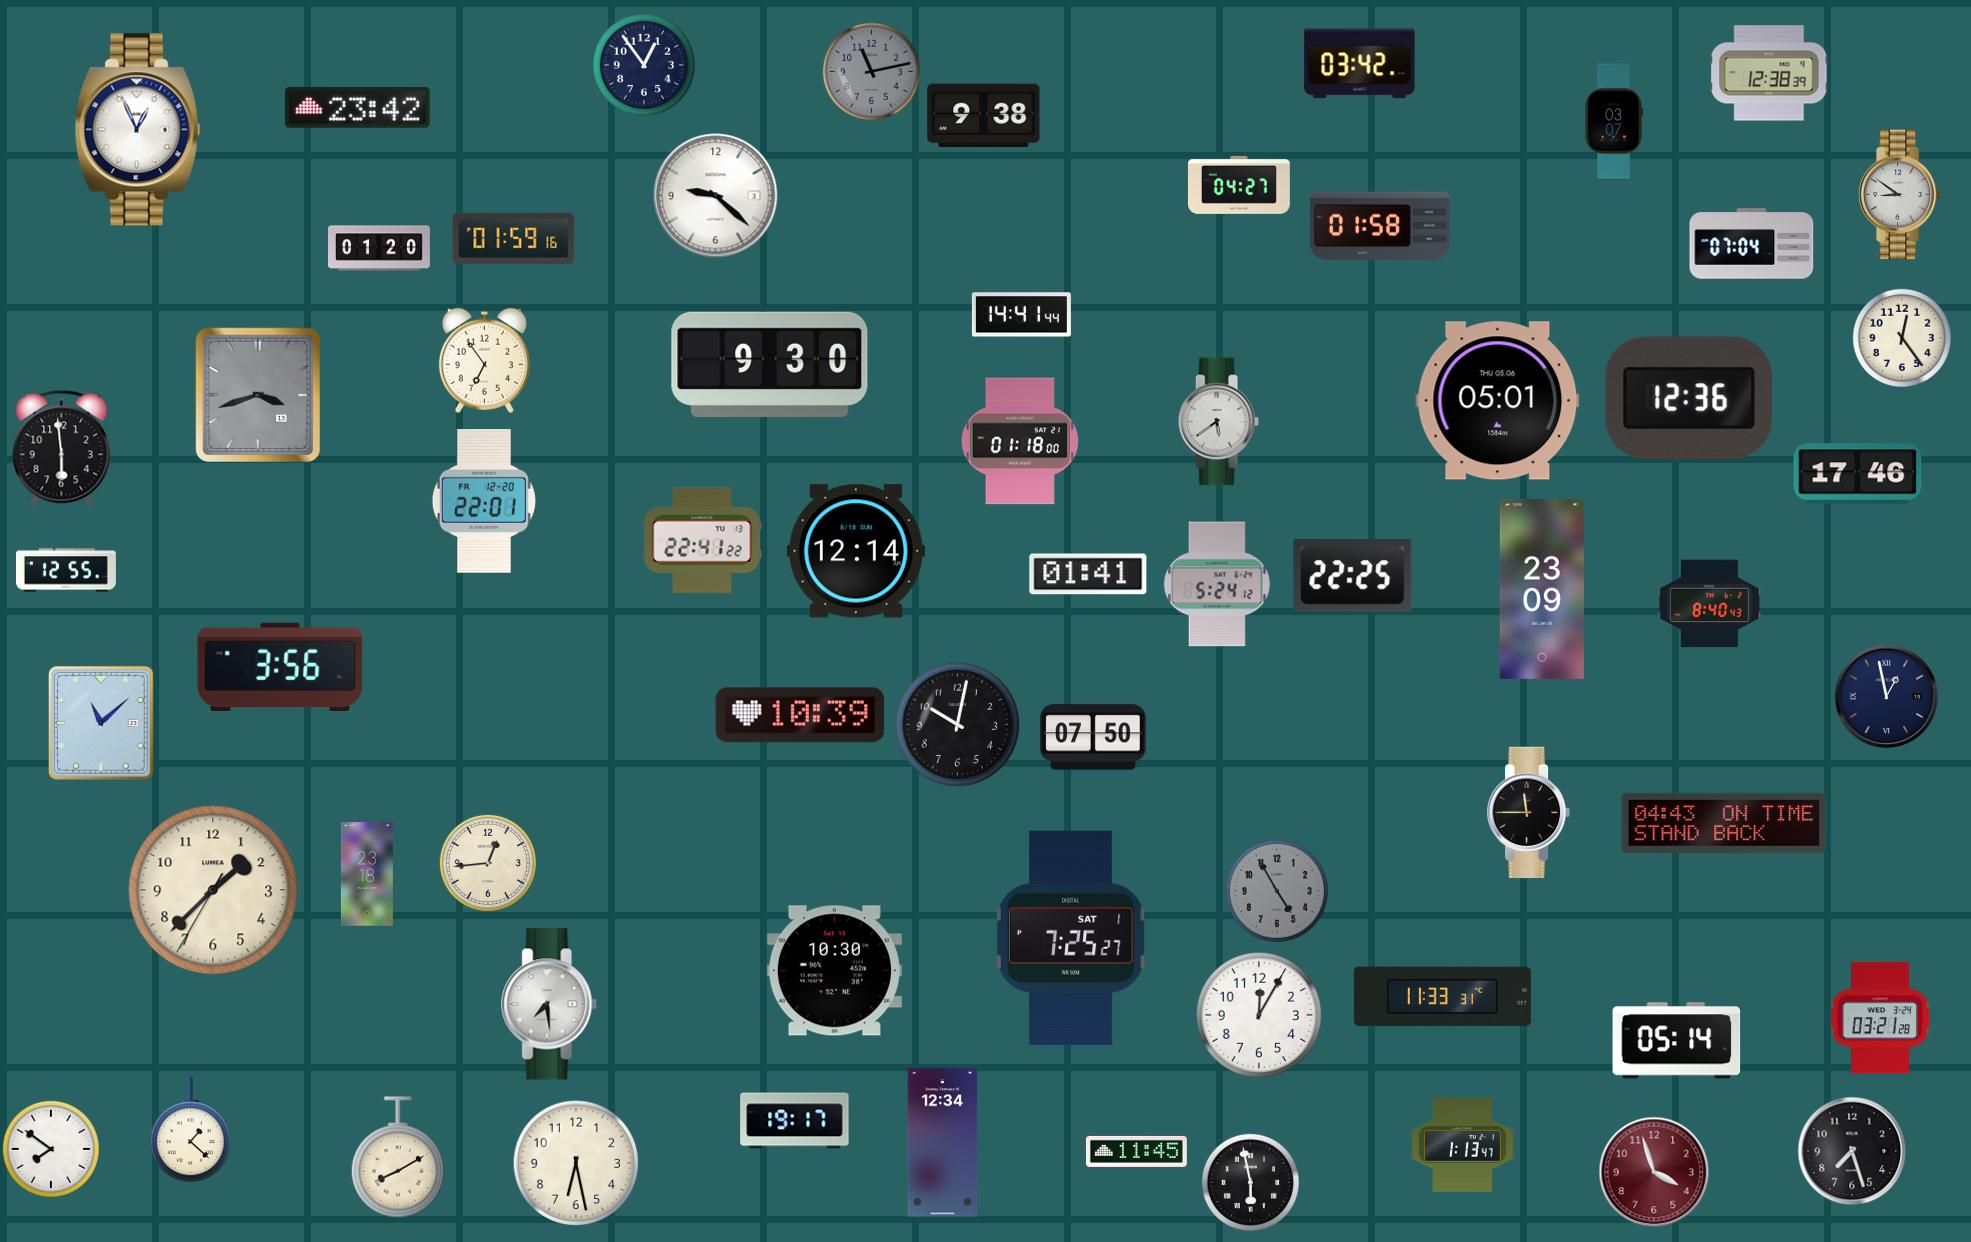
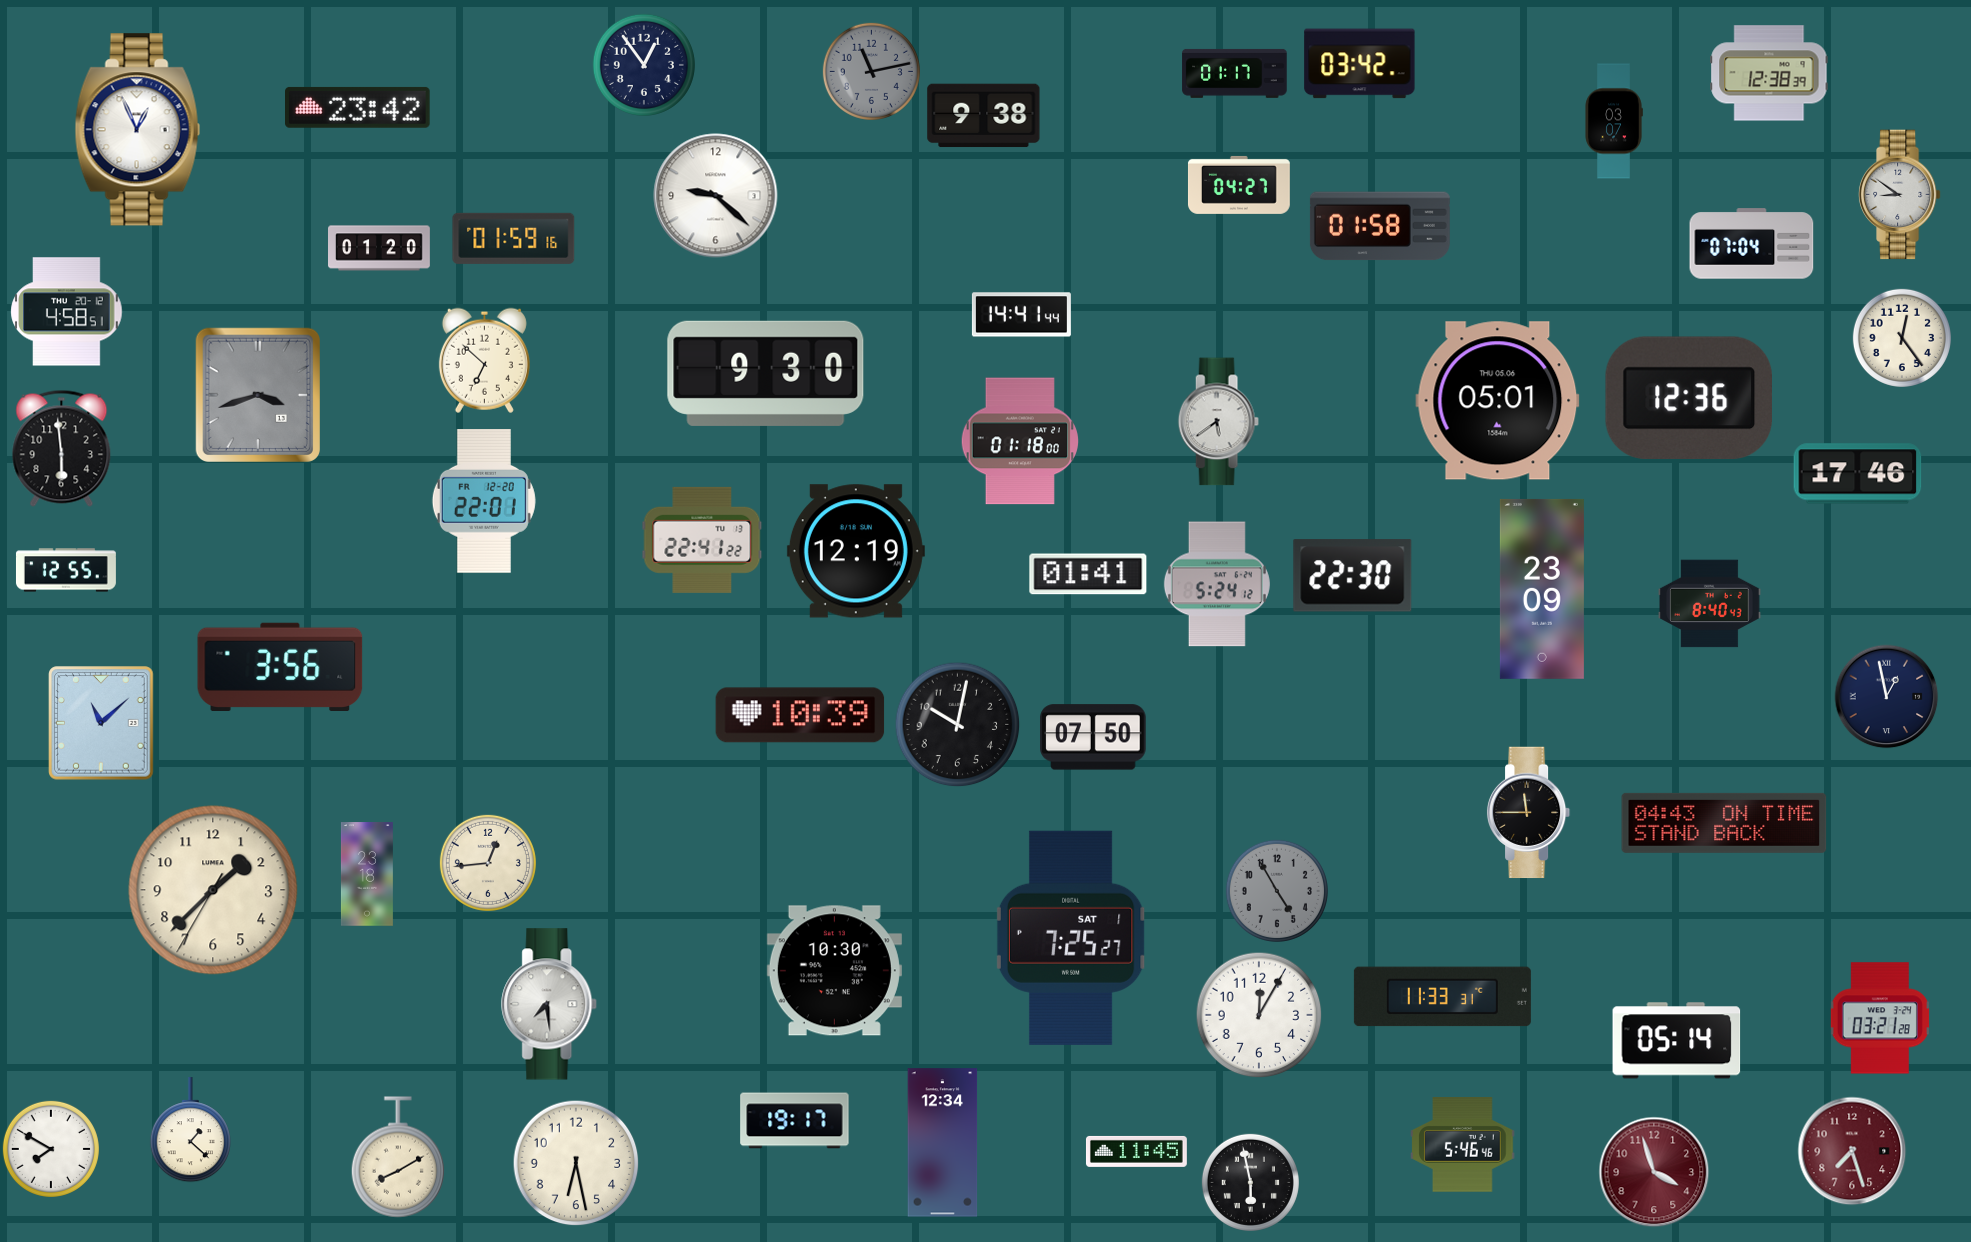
clock at (1235, 73): none -> 01:17
clock at (67, 312): none -> 4:58
clock at (484, 360): 6:54 -> 6:52
clock at (770, 364) position: (770, 364) -> (766, 373)
clock at (856, 551): 12:14 -> 12:19
clock at (1353, 576): 22:25 -> 22:30
clock at (1463, 1145): 1:13 -> 5:46
clock at (51, 1149): 7:51 -> 7:50
clock at (1852, 1151) dial: black -> burgundy
